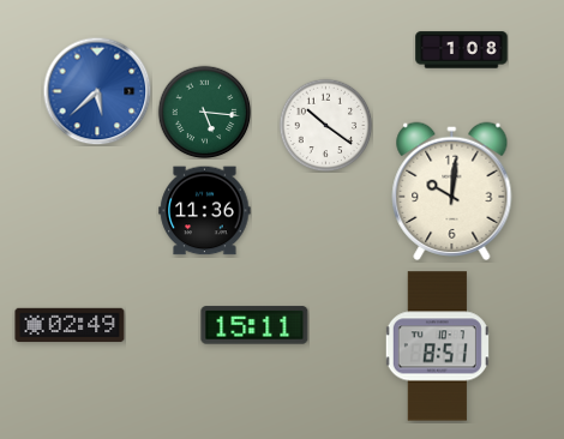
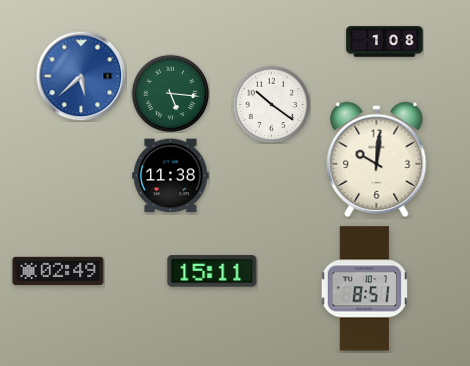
clock at (205, 211): 11:36 -> 11:38
